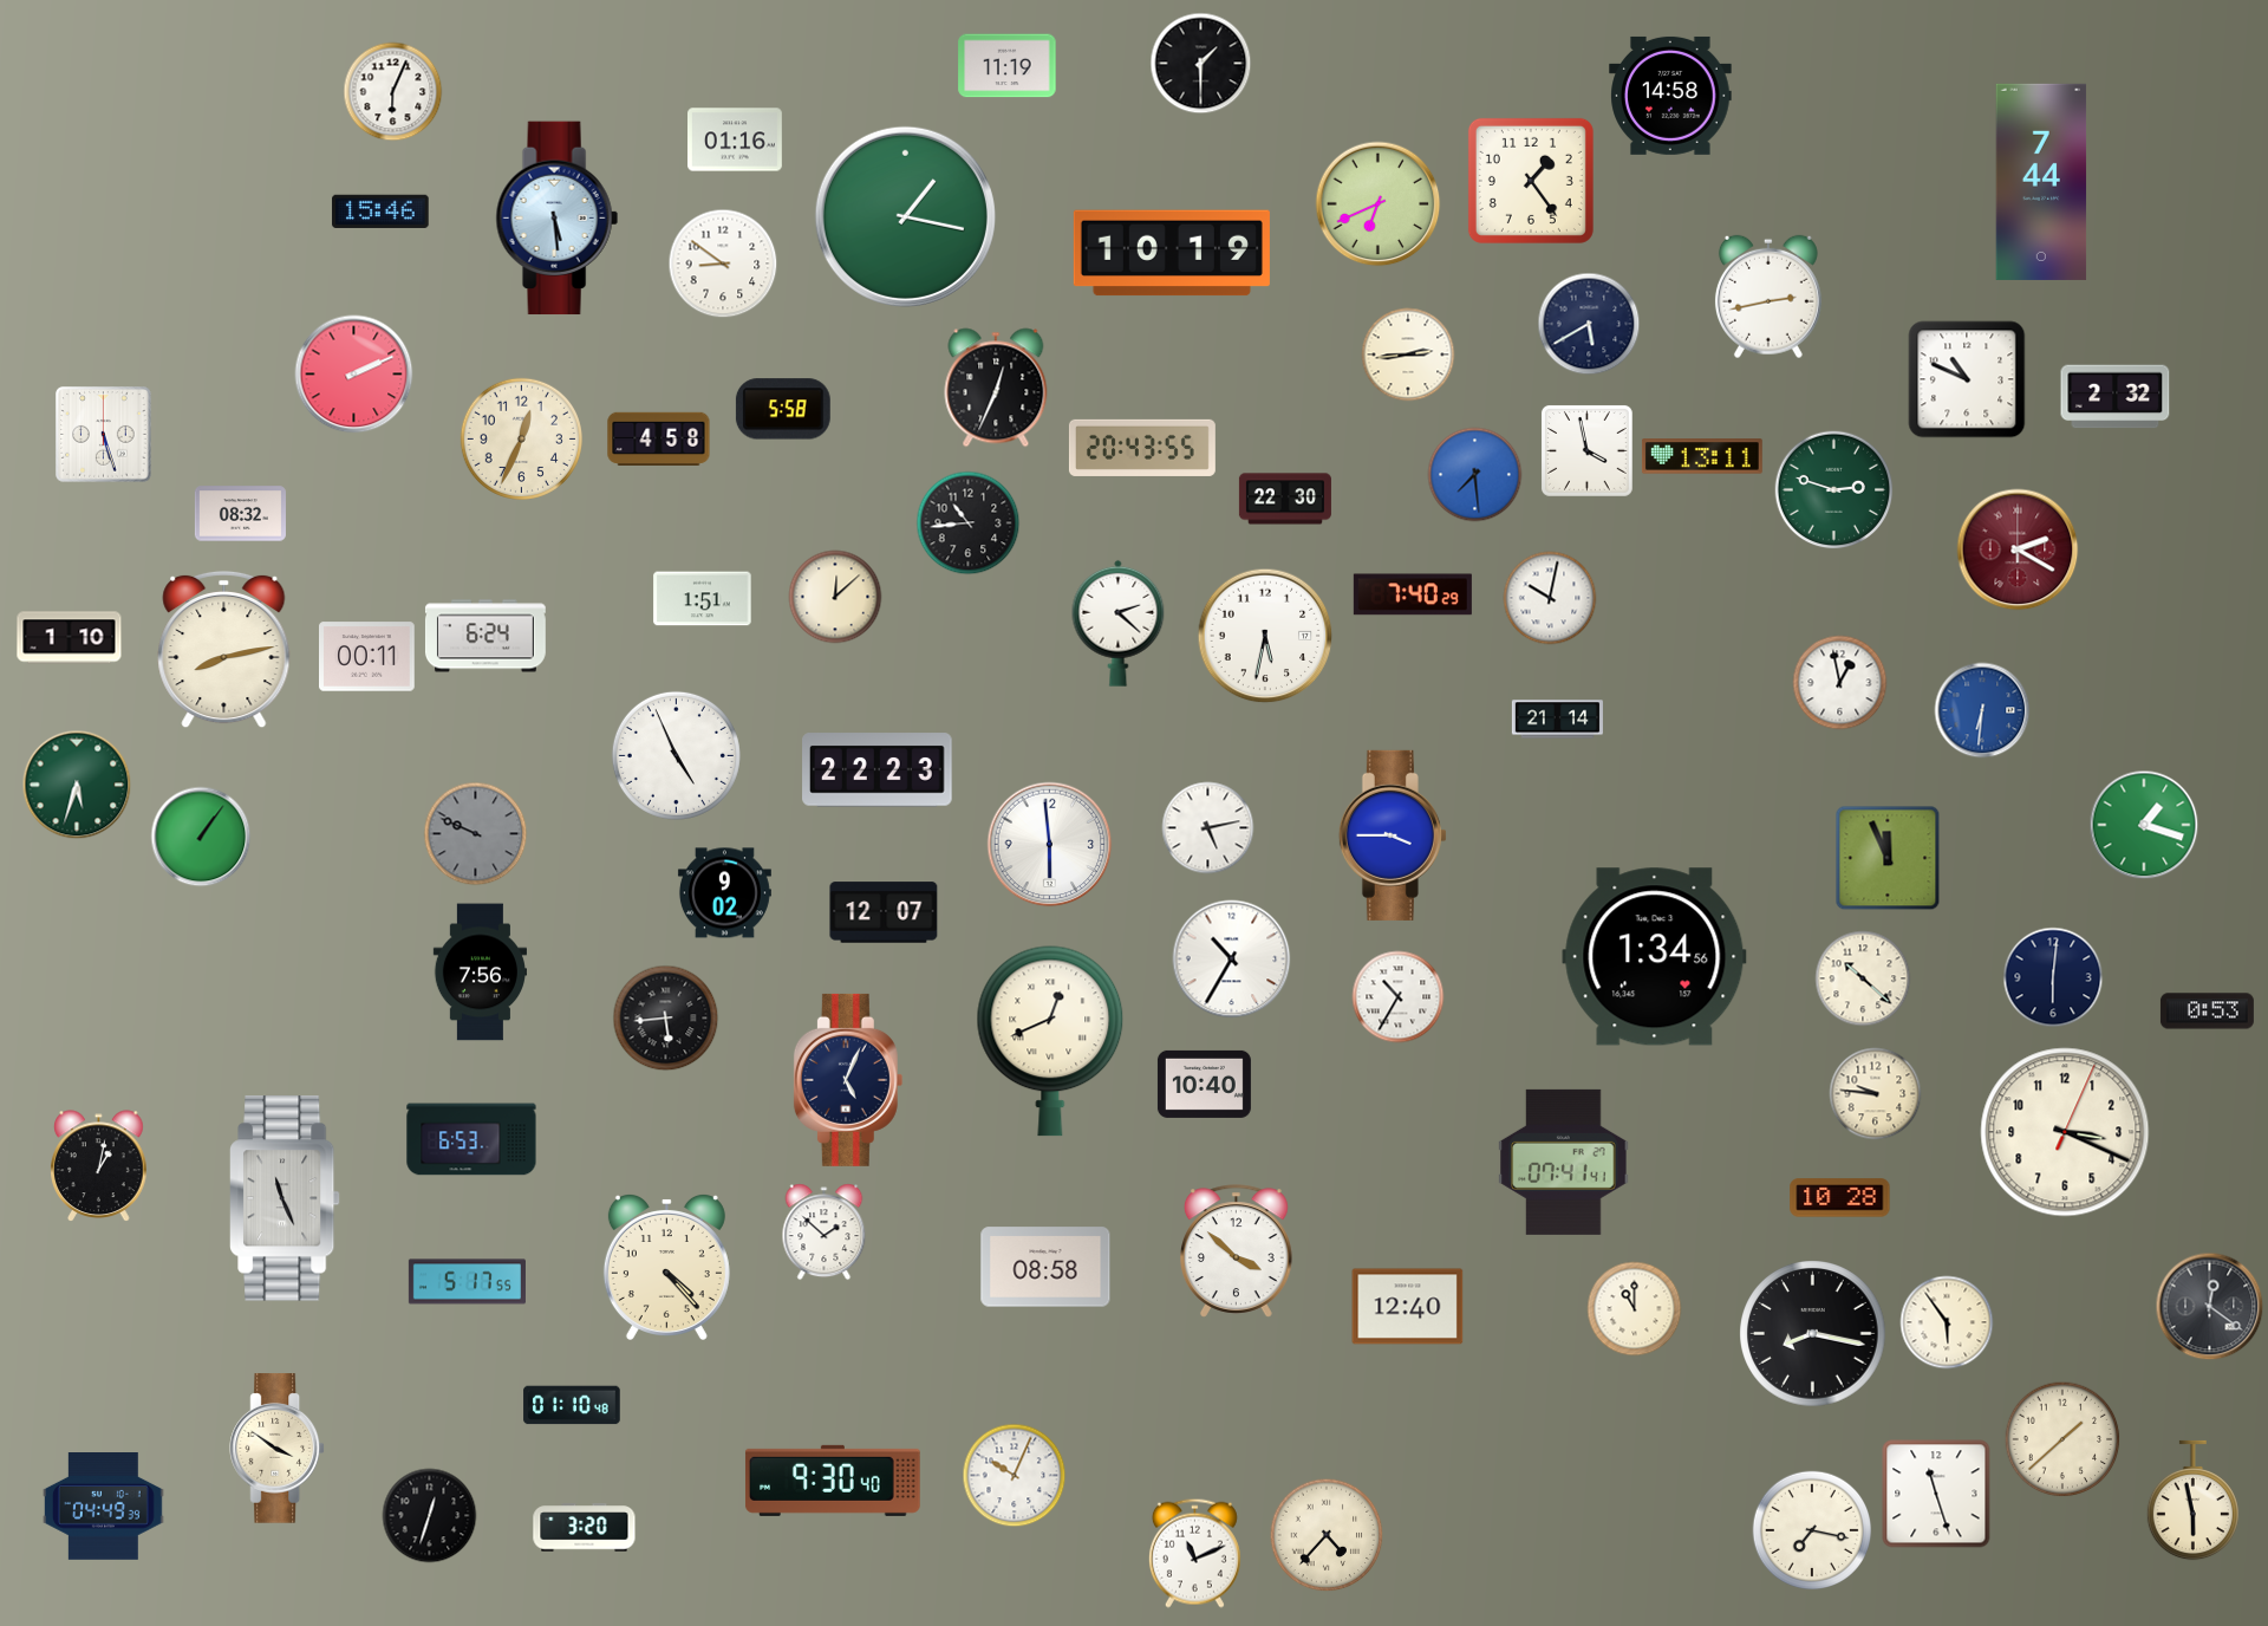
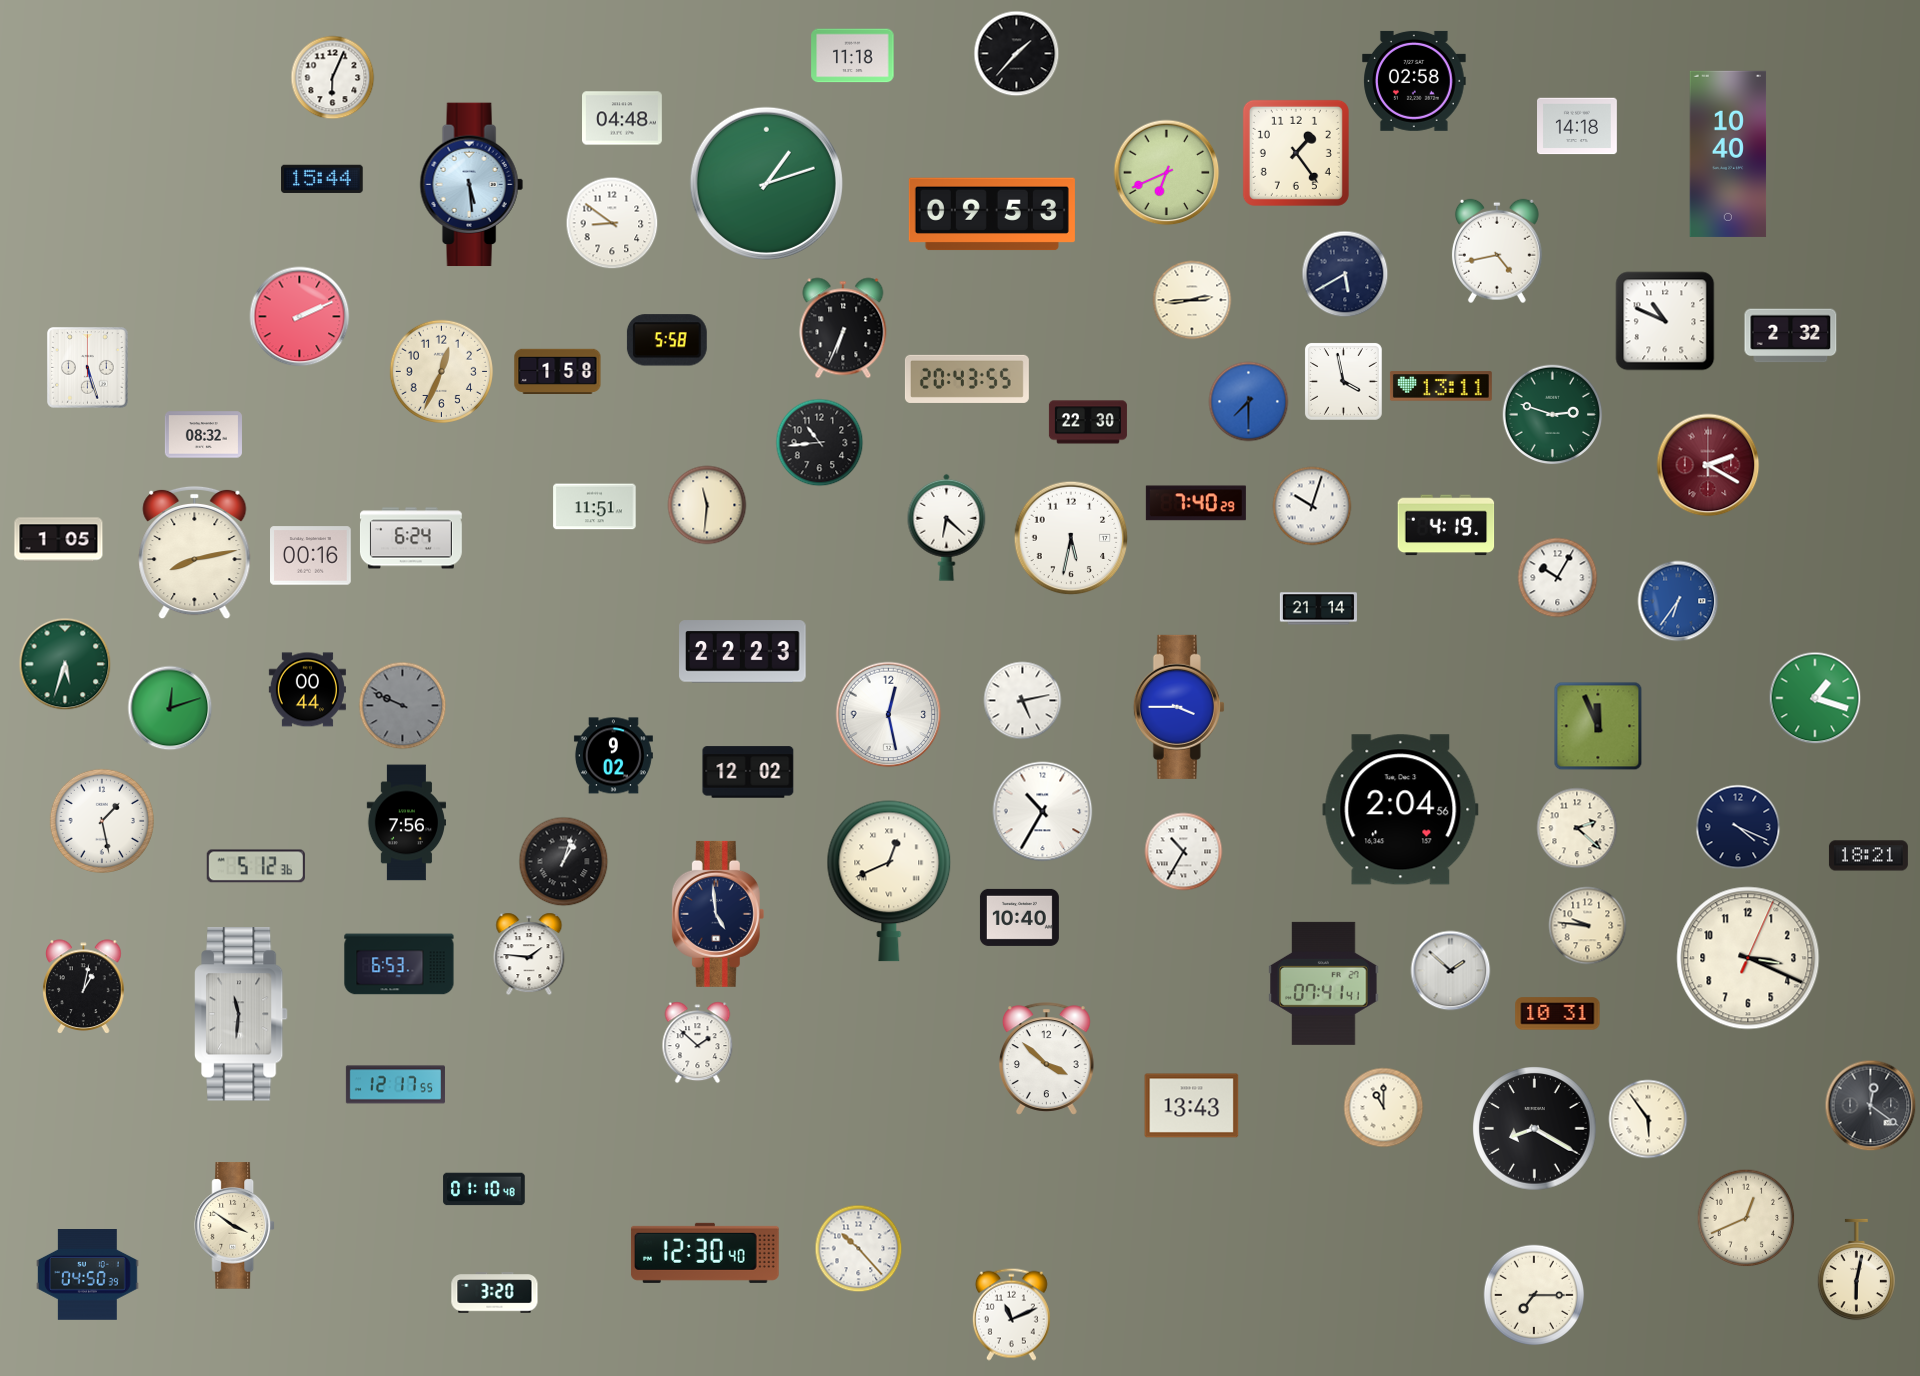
clock at (1201, 64): 1:30 -> 1:37
clock at (1008, 66): 11:19 -> 11:18
clock at (1670, 96): 14:58 -> 02:58
clock at (736, 139): 01:16 -> 04:48
clock at (1578, 126): none -> 14:18
clock at (2041, 182): 7:44 -> 10:40
clock at (380, 210): 15:46 -> 15:44
clock at (905, 216): 1:17 -> 1:12
clock at (1172, 253): 10:19 -> 09:53
clock at (1768, 297): 2:43 -> 4:43
clock at (996, 388): 12:34 -> 6:34
clock at (783, 409) position: (783, 409) -> (667, 340)
clock at (659, 438): 4:58 -> 1:58
clock at (1475, 475): 7:29 -> 7:30
clock at (835, 597): 12:08 -> 11:31
clock at (1550, 598): 10:02 -> 10:03
clock at (703, 599): 1:51 -> 11:51
clock at (1446, 525): none -> 4:19
clock at (1119, 623): 2:22 -> 6:22
clock at (70, 638): 1:10 -> 1:05
clock at (224, 650) position: (224, 650) -> (195, 553)
clock at (367, 657): 00:11 -> 00:16
clock at (1840, 683): 12:58 -> 10:05
clock at (1982, 710): 6:31 -> 6:36
clock at (676, 755): 4:56 -> none
clock at (307, 690): none -> 00:44
clock at (201, 837): 1:06 -> 12:12
clock at (1050, 845): 5:59 -> 12:28
clock at (884, 912): 12:07 -> 12:02
clock at (1655, 957): 1:34 -> 2:04
clock at (102, 821): none -> 1:28
clock at (2053, 977): 6:01 -> 4:19
clock at (1863, 978): 10:22 -> 2:22
clock at (1399, 997) position: (1399, 997) -> (1184, 852)
clock at (2207, 1012): 0:53 -> 18:21
clock at (666, 1019): 5:44 -> 1:03
clock at (256, 866): none -> 5:12
clock at (848, 1080): 5:04 -> 4:59
clock at (529, 954): none -> 1:46
clock at (1451, 971): none -> 1:52
clock at (286, 1198): 11:26 -> 11:31
clock at (1840, 1198): 10:28 -> 10:31
clock at (666, 1267): 4:23 -> none
clock at (1045, 1267): 08:58 -> none
clock at (467, 1282): 5:17 -> 12:17
clock at (1408, 1307): 12:40 -> 13:43
clock at (1813, 1334): 8:17 -> 8:20
clock at (2062, 1439): 1:38 -> 12:41
clock at (1015, 1476): 10:04 -> 10:23
clock at (833, 1481): 9:30 -> 12:30
clock at (1936, 1494): 11:27 -> none
clock at (2192, 1501): 5:58 -> 6:02
clock at (104, 1507): 04:49 -> 04:50
clock at (430, 1516): 12:33 -> none
clock at (1812, 1530): 7:17 -> 7:15
clock at (1327, 1535): 4:37 -> none
